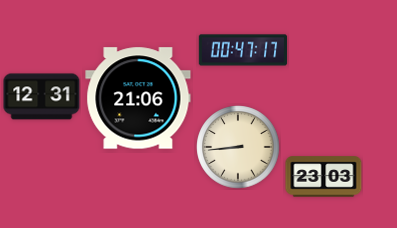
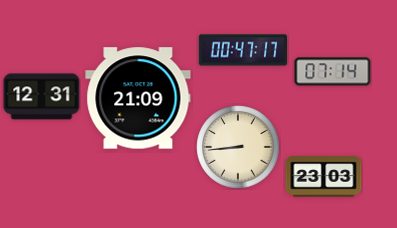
clock at (333, 72): none -> 07:14
clock at (138, 98): 21:06 -> 21:09
